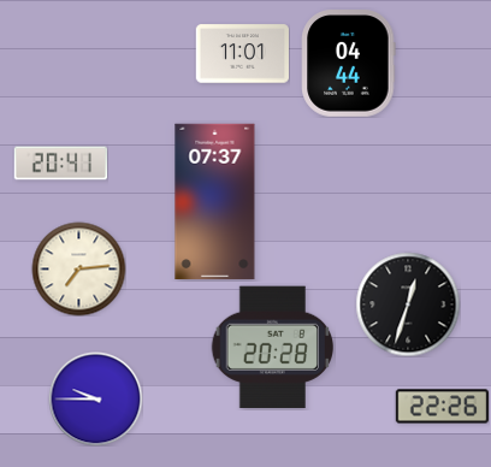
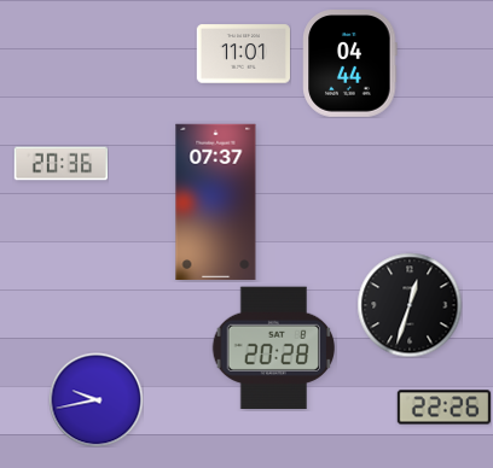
clock at (60, 164): 20:41 -> 20:36
clock at (78, 268): 7:14 -> none
clock at (95, 398): 9:45 -> 9:43
